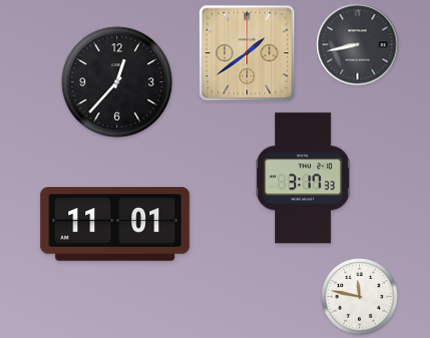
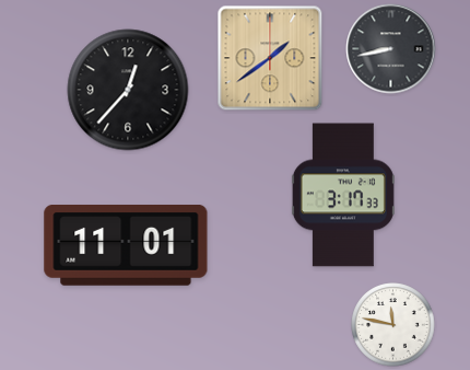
clock at (303, 178) position: (303, 178) -> (343, 195)
